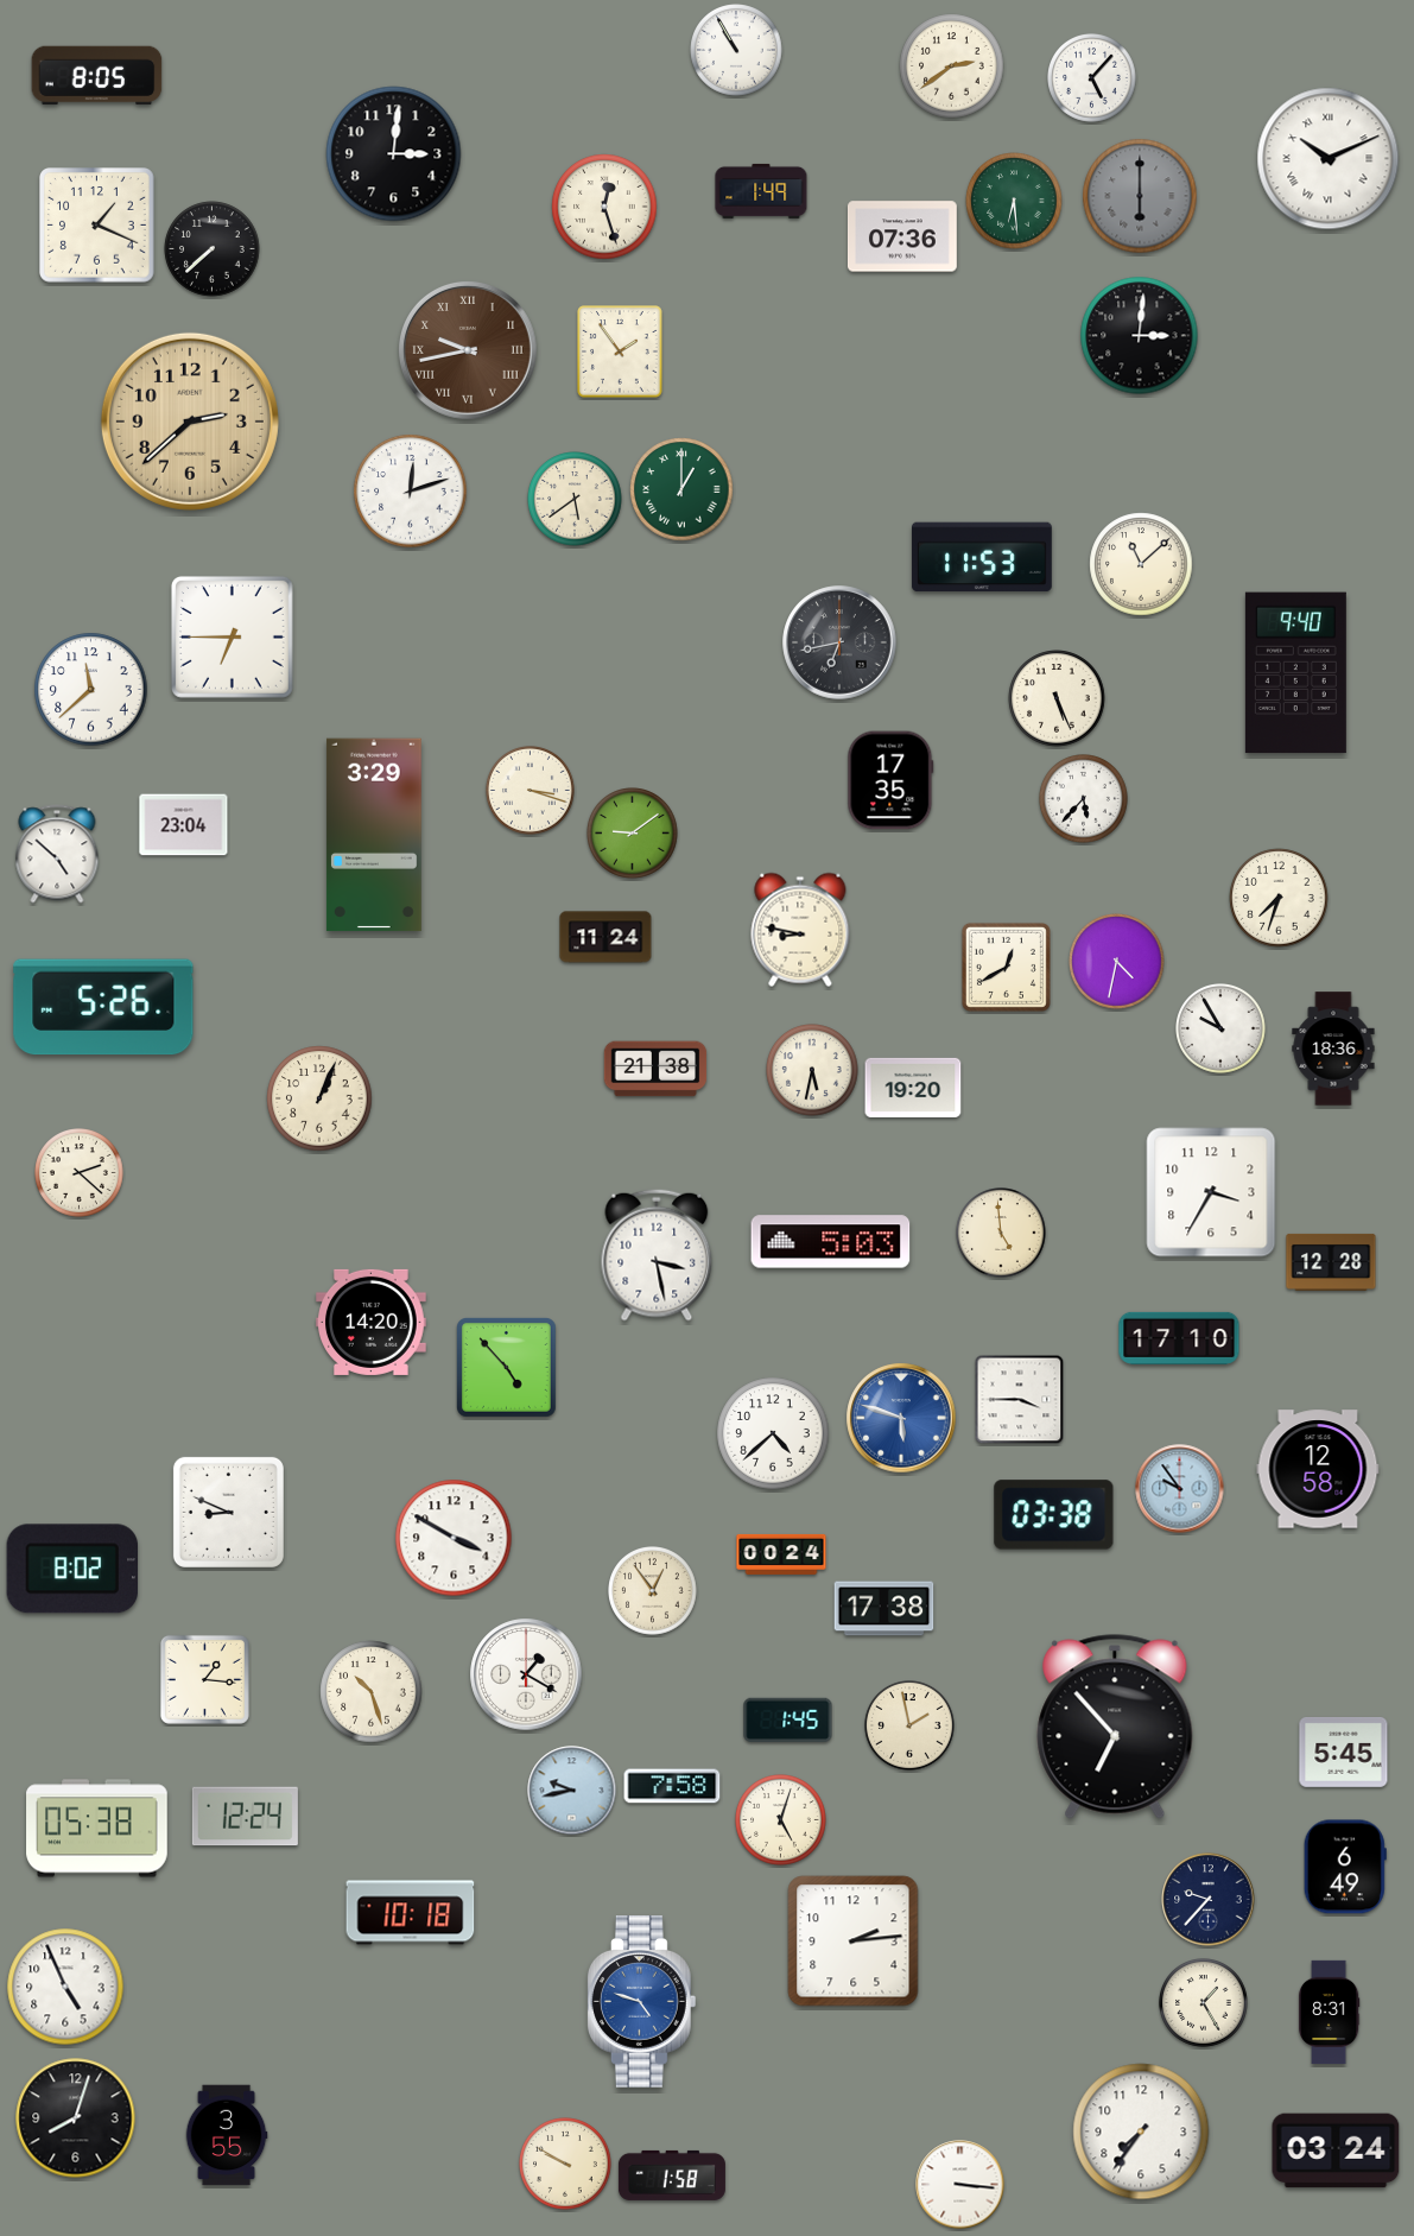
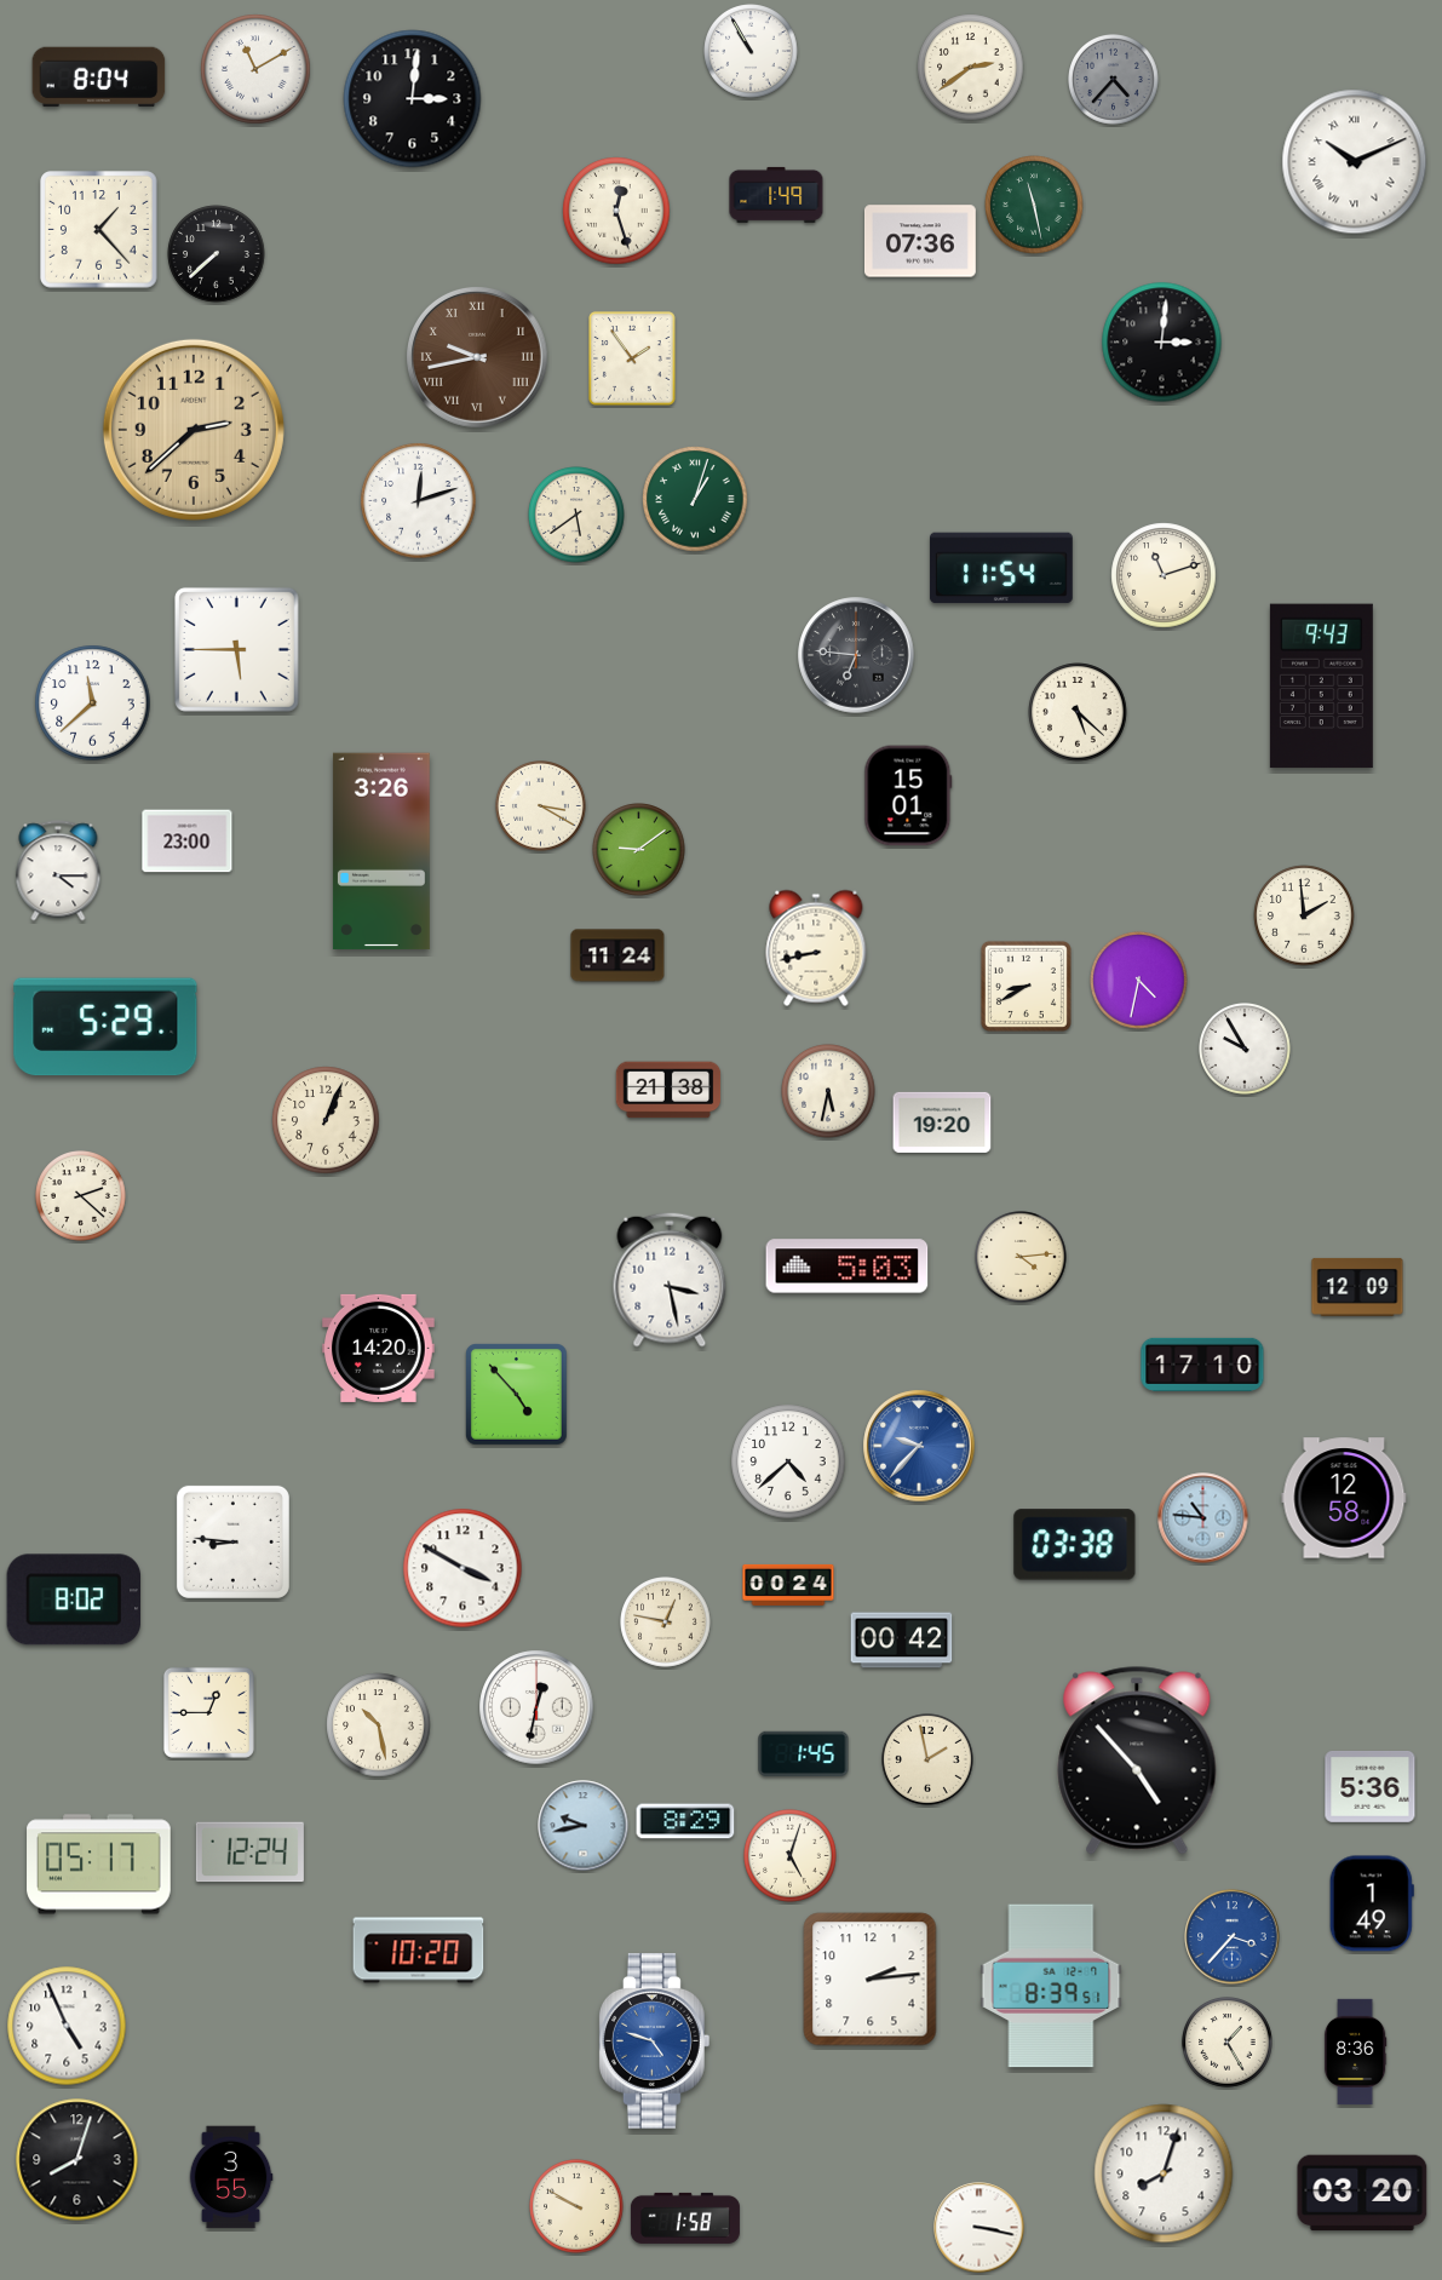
clock at (255, 69): none -> 11:10
clock at (97, 76): 8:05 -> 8:04
clock at (1092, 78): 5:07 -> 4:37
clock at (1092, 78) dial: white -> grey
clock at (394, 154) position: (394, 154) -> (413, 99)
clock at (1140, 196): 6:00 -> none
clock at (1014, 201): 6:29 -> 11:28
clock at (97, 226): 1:19 -> 1:23
clock at (681, 489): 1:00 -> 1:03
clock at (575, 499) position: (575, 499) -> (576, 515)
clock at (982, 557): 11:53 -> 11:54
clock at (1141, 564): 11:08 -> 11:12
clock at (232, 636): 6:45 -> 5:45
clock at (839, 642): 6:43 -> 6:46
clock at (1295, 673): 9:40 -> 9:43
clock at (1057, 698): 5:26 -> 5:22
clock at (890, 780): 17:35 -> 15:01
clock at (531, 791): 3:18 -> 3:20
clock at (1084, 799): 5:37 -> none
clock at (184, 825): 23:04 -> 23:00
clock at (633, 834) position: (633, 834) -> (639, 850)
clock at (374, 835): 3:29 -> 3:26
clock at (57, 854): 4:52 -> 4:15
clock at (1279, 898): 7:33 -> 1:59
clock at (800, 930): 8:47 -> 8:43
clock at (1006, 967): 12:40 -> 8:40
clock at (103, 1007): 5:26 -> 5:29
clock at (1333, 1049): 18:36 -> none
clock at (913, 1088) position: (913, 1088) -> (942, 1122)
clock at (1211, 1192): 3:35 -> none
clock at (1002, 1234): 4:59 -> 4:14
clock at (1331, 1262): 12:28 -> 12:09
clock at (1020, 1400): 3:45 -> none
clock at (901, 1418): 5:48 -> 9:37
clock at (1180, 1489): 9:54 -> 10:46
clock at (228, 1512): 8:49 -> 8:46
clock at (781, 1554) position: (781, 1554) -> (788, 1585)
clock at (653, 1591): 12:54 -> 12:47
clock at (884, 1609): 17:38 -> 00:42
clock at (526, 1674): 1:20 -> 12:32
clock at (204, 1679): 1:16 -> 12:45
clock at (372, 1692): 10:27 -> 10:28
clock at (1115, 1727): 6:53 -> 4:53
clock at (1344, 1753): 5:45 -> 5:36
clock at (672, 1786): 7:58 -> 8:29
clock at (781, 1820) position: (781, 1820) -> (791, 1856)
clock at (97, 1829): 05:38 -> 05:17
clock at (1345, 1867): 6:49 -> 1:49
clock at (1209, 1900): 9:37 -> 3:37
clock at (1209, 1900) dial: navy -> blue
clock at (411, 1913): 10:18 -> 10:20
clock at (1051, 1986): none -> 8:39
clock at (1329, 2013): 8:31 -> 8:36
clock at (1141, 2132): 7:36 -> 8:03
clock at (1336, 2151): 03:24 -> 03:20
clock at (960, 2185): 3:16 -> 3:17
